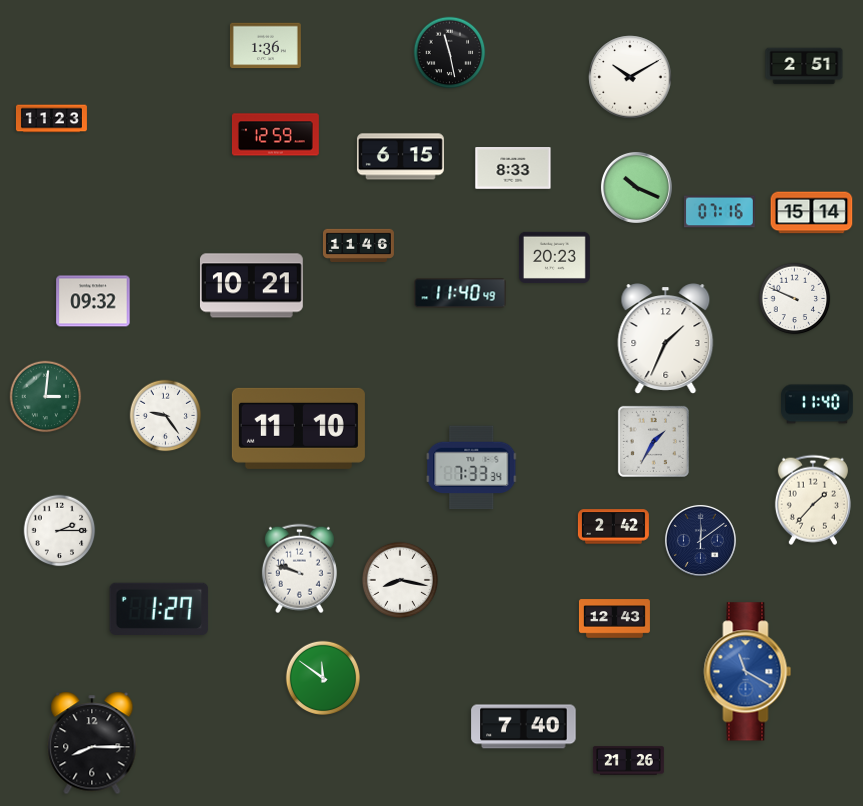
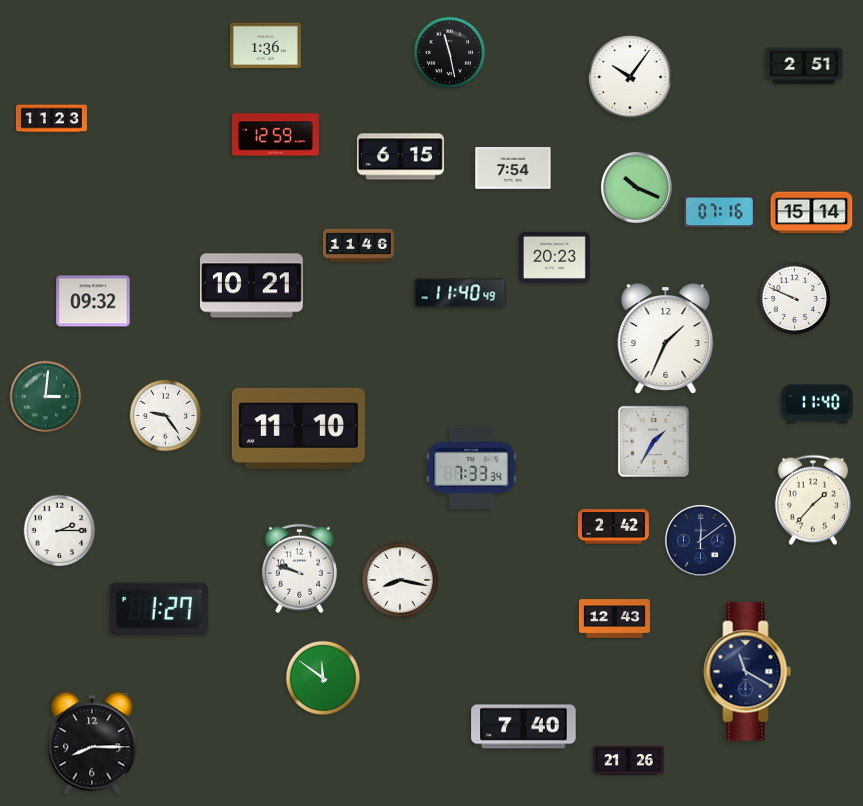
clock at (630, 77): 10:10 -> 10:06
clock at (513, 169): 8:33 -> 7:54
clock at (748, 672) dial: blue -> navy
